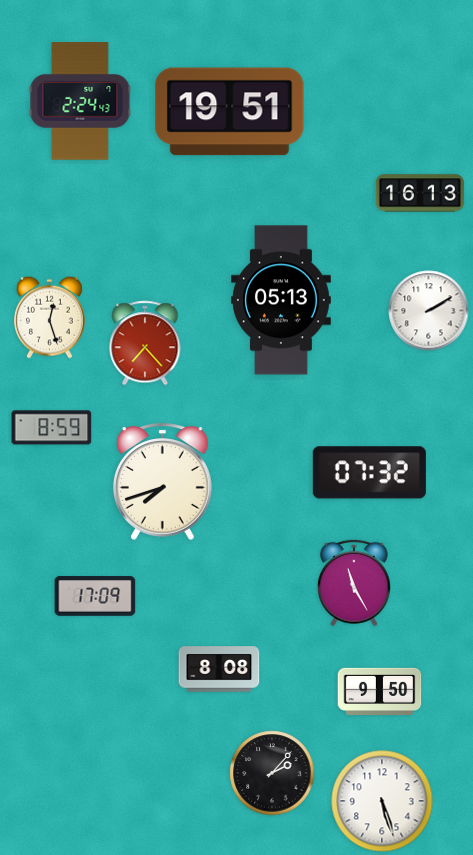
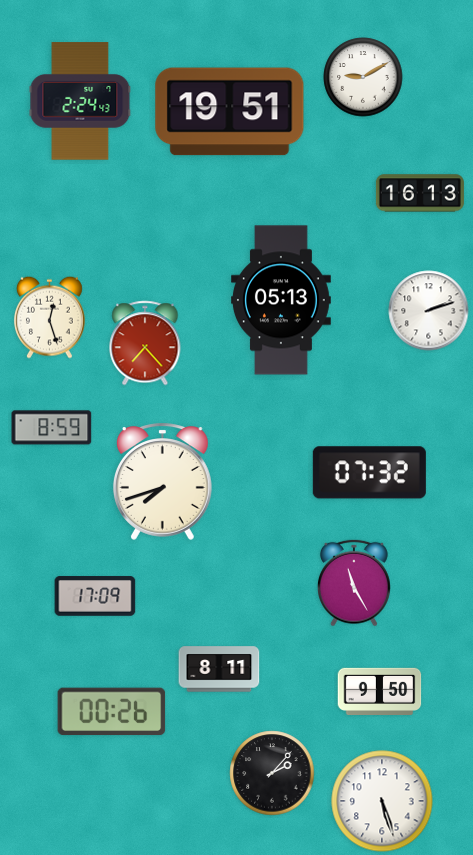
clock at (363, 77): none -> 9:10
clock at (429, 311): 2:10 -> 2:12
clock at (219, 669): 8:08 -> 8:11
clock at (112, 712): none -> 00:26
